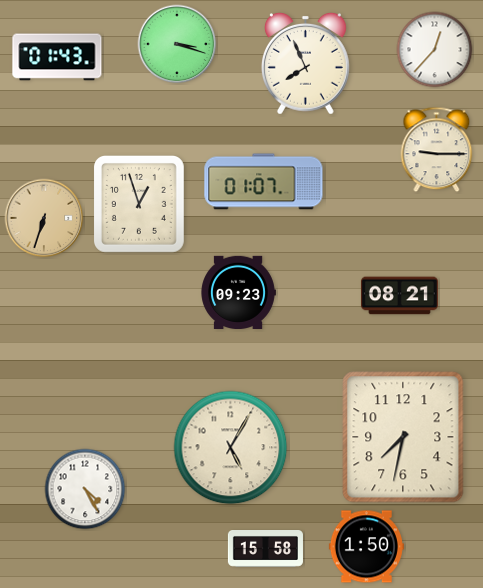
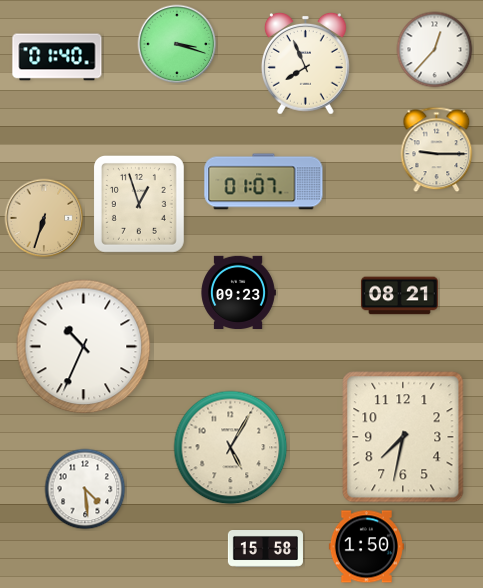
clock at (57, 57): 01:43 -> 01:40
clock at (84, 347): none -> 10:34
clock at (85, 489): 4:25 -> 4:29
